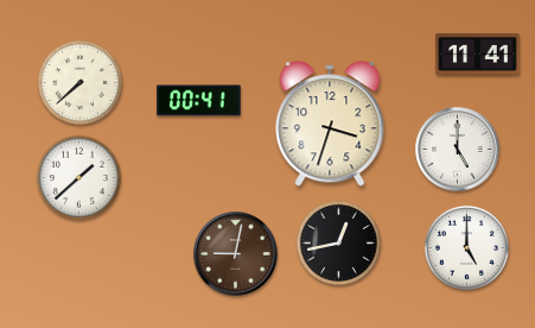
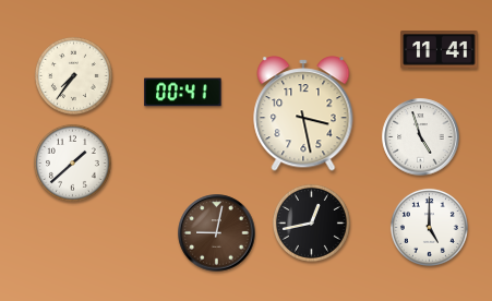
clock at (79, 82): 7:38 -> 7:36
clock at (330, 124): 3:33 -> 3:28
clock at (458, 150): 5:00 -> 4:57
